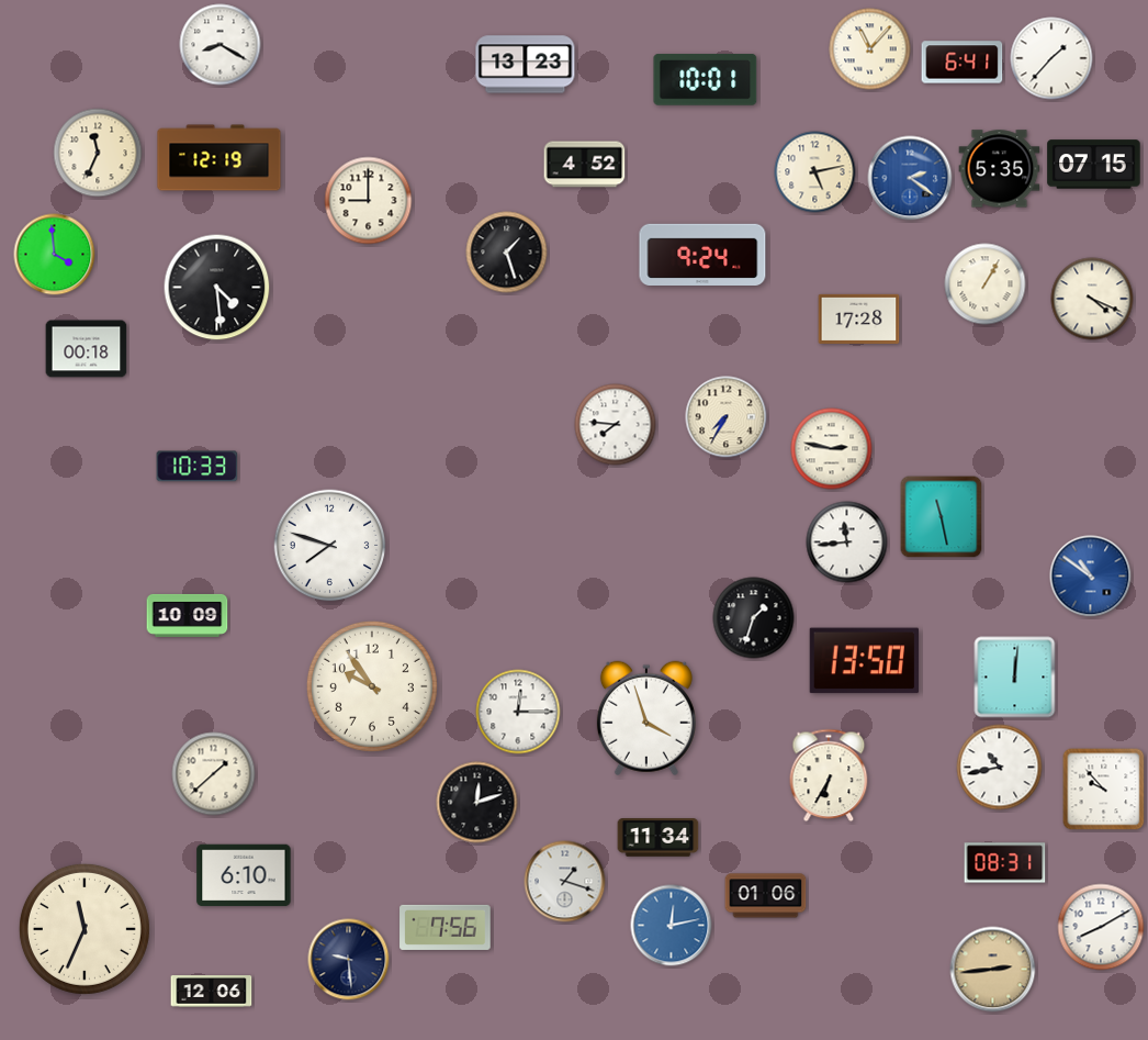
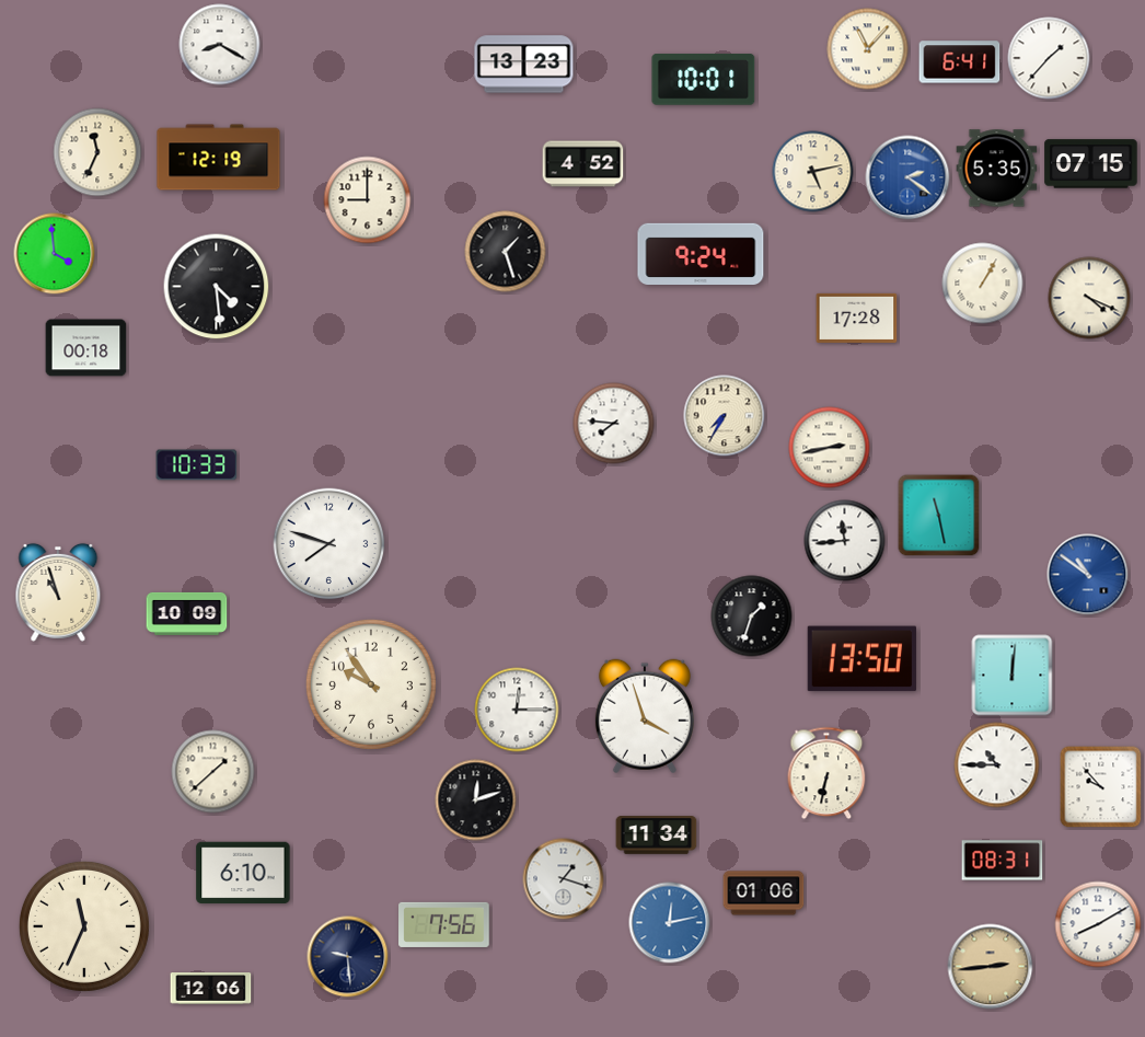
clock at (832, 449): 2:47 -> 2:43
clock at (58, 592): none -> 10:57
clock at (1000, 768): 10:43 -> 10:45
clock at (829, 775): 6:35 -> 6:32
